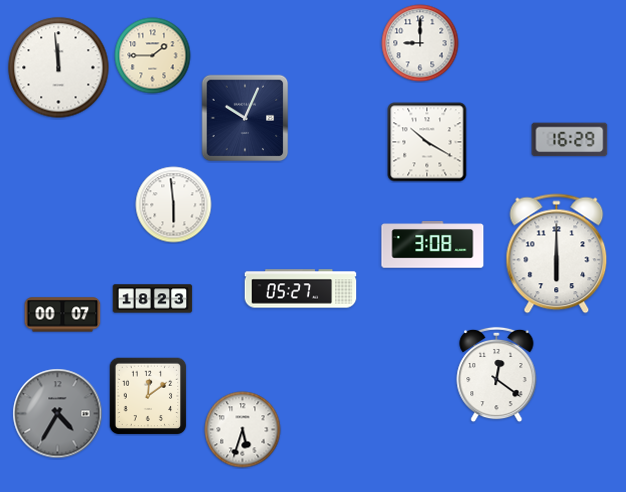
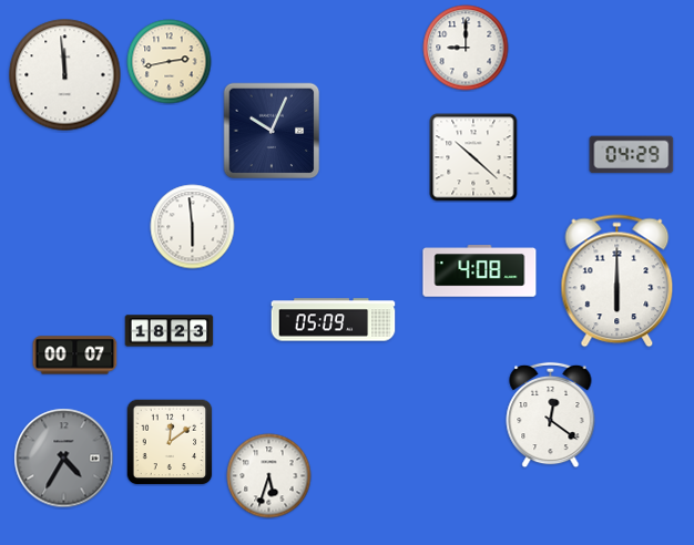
clock at (153, 56): 1:45 -> 2:43
clock at (570, 140): 16:29 -> 04:29
clock at (427, 142): 10:20 -> 10:22
clock at (433, 245): 3:08 -> 4:08
clock at (301, 289): 05:27 -> 05:09
clock at (63, 315) position: (63, 315) -> (75, 356)
clock at (148, 396) position: (148, 396) -> (170, 442)
